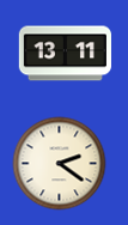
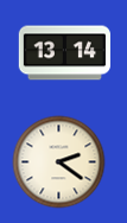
clock at (65, 54): 13:11 -> 13:14
